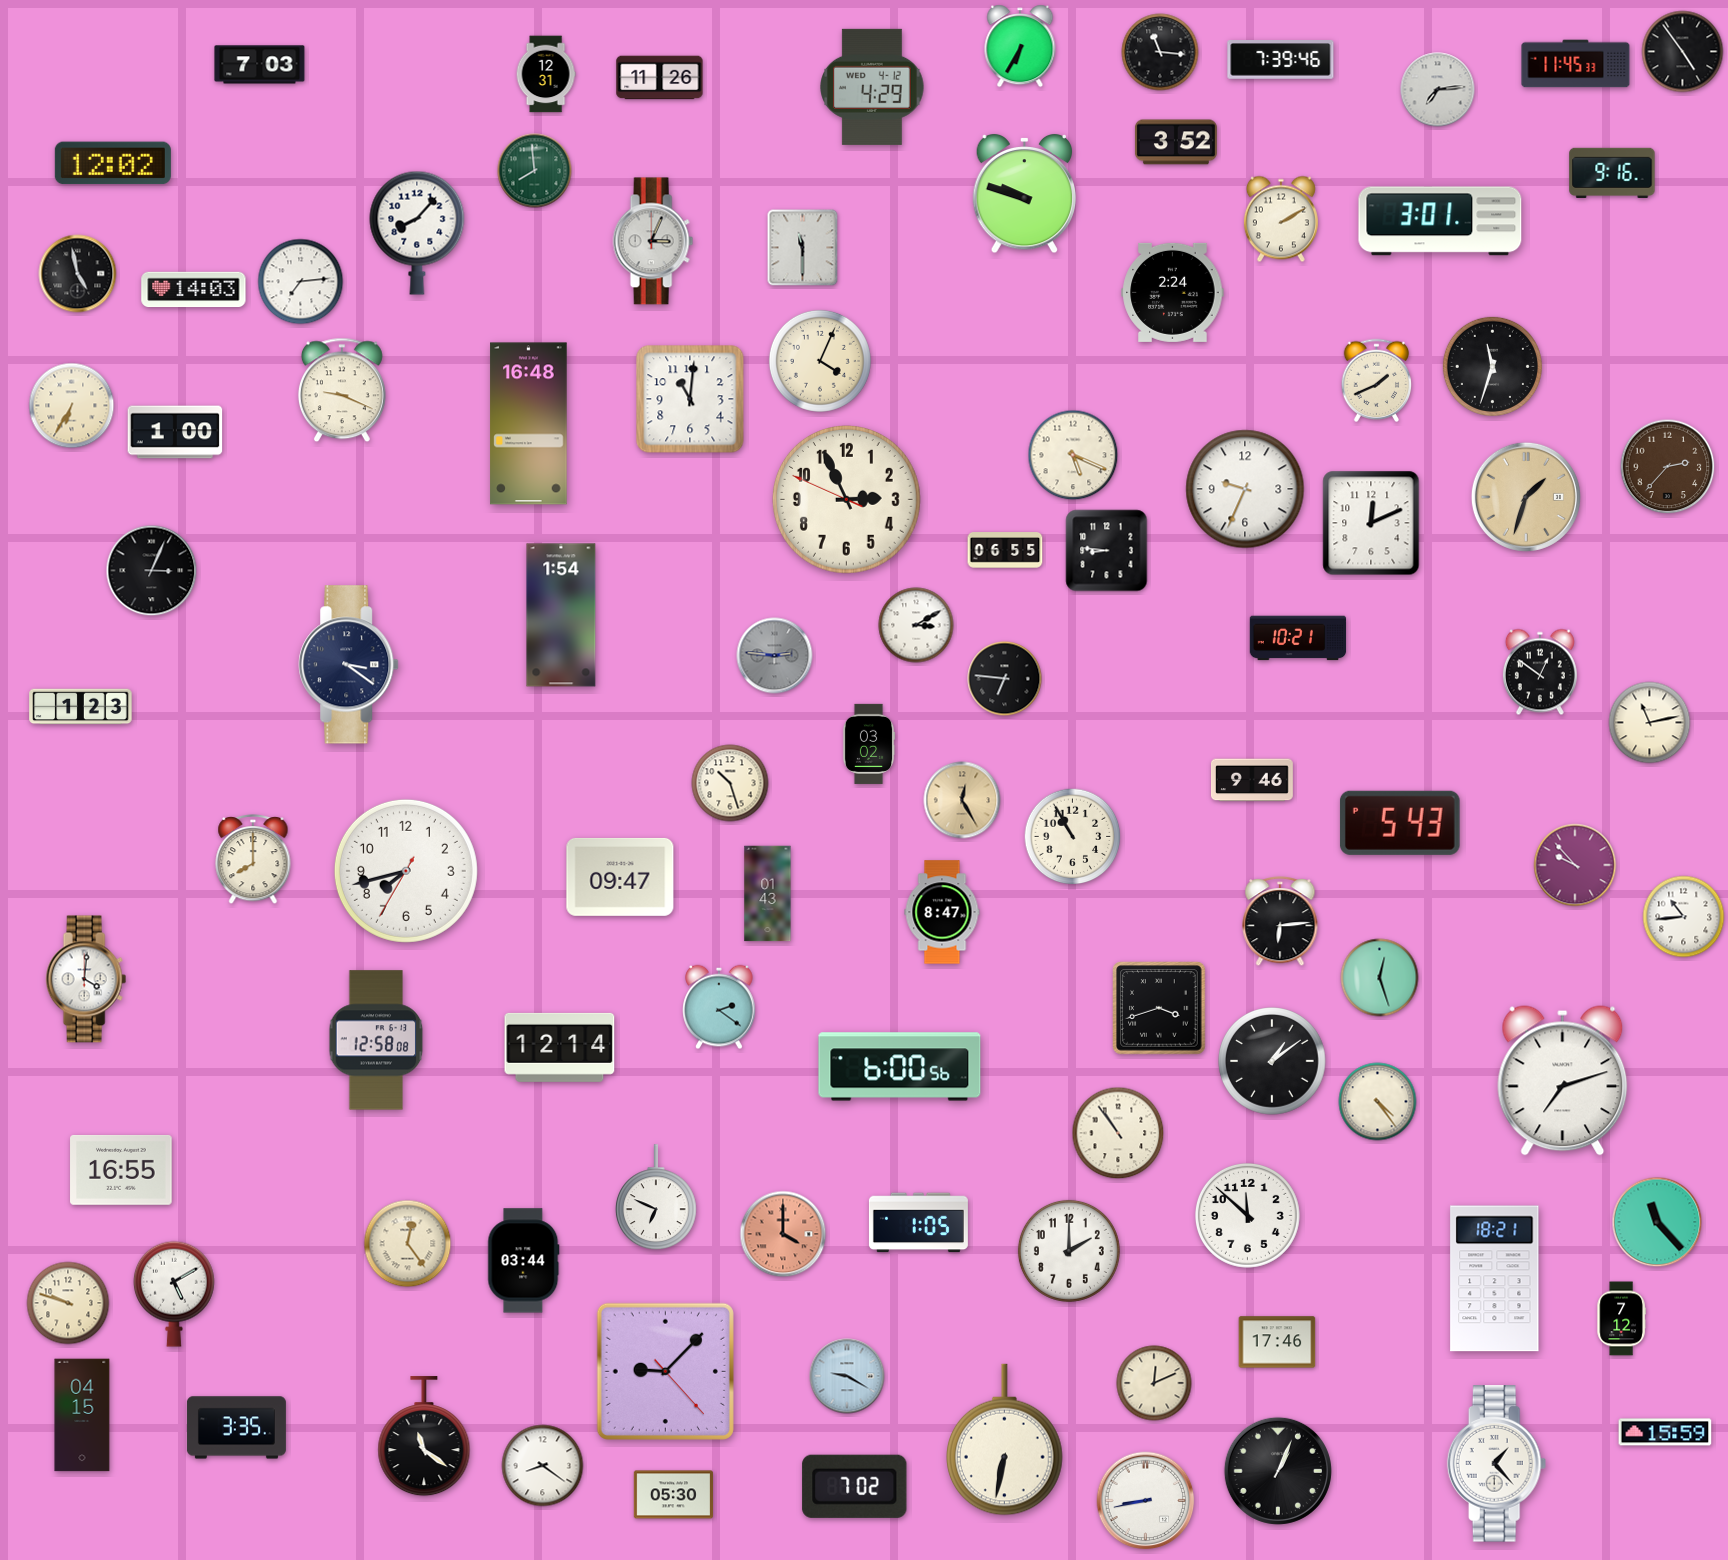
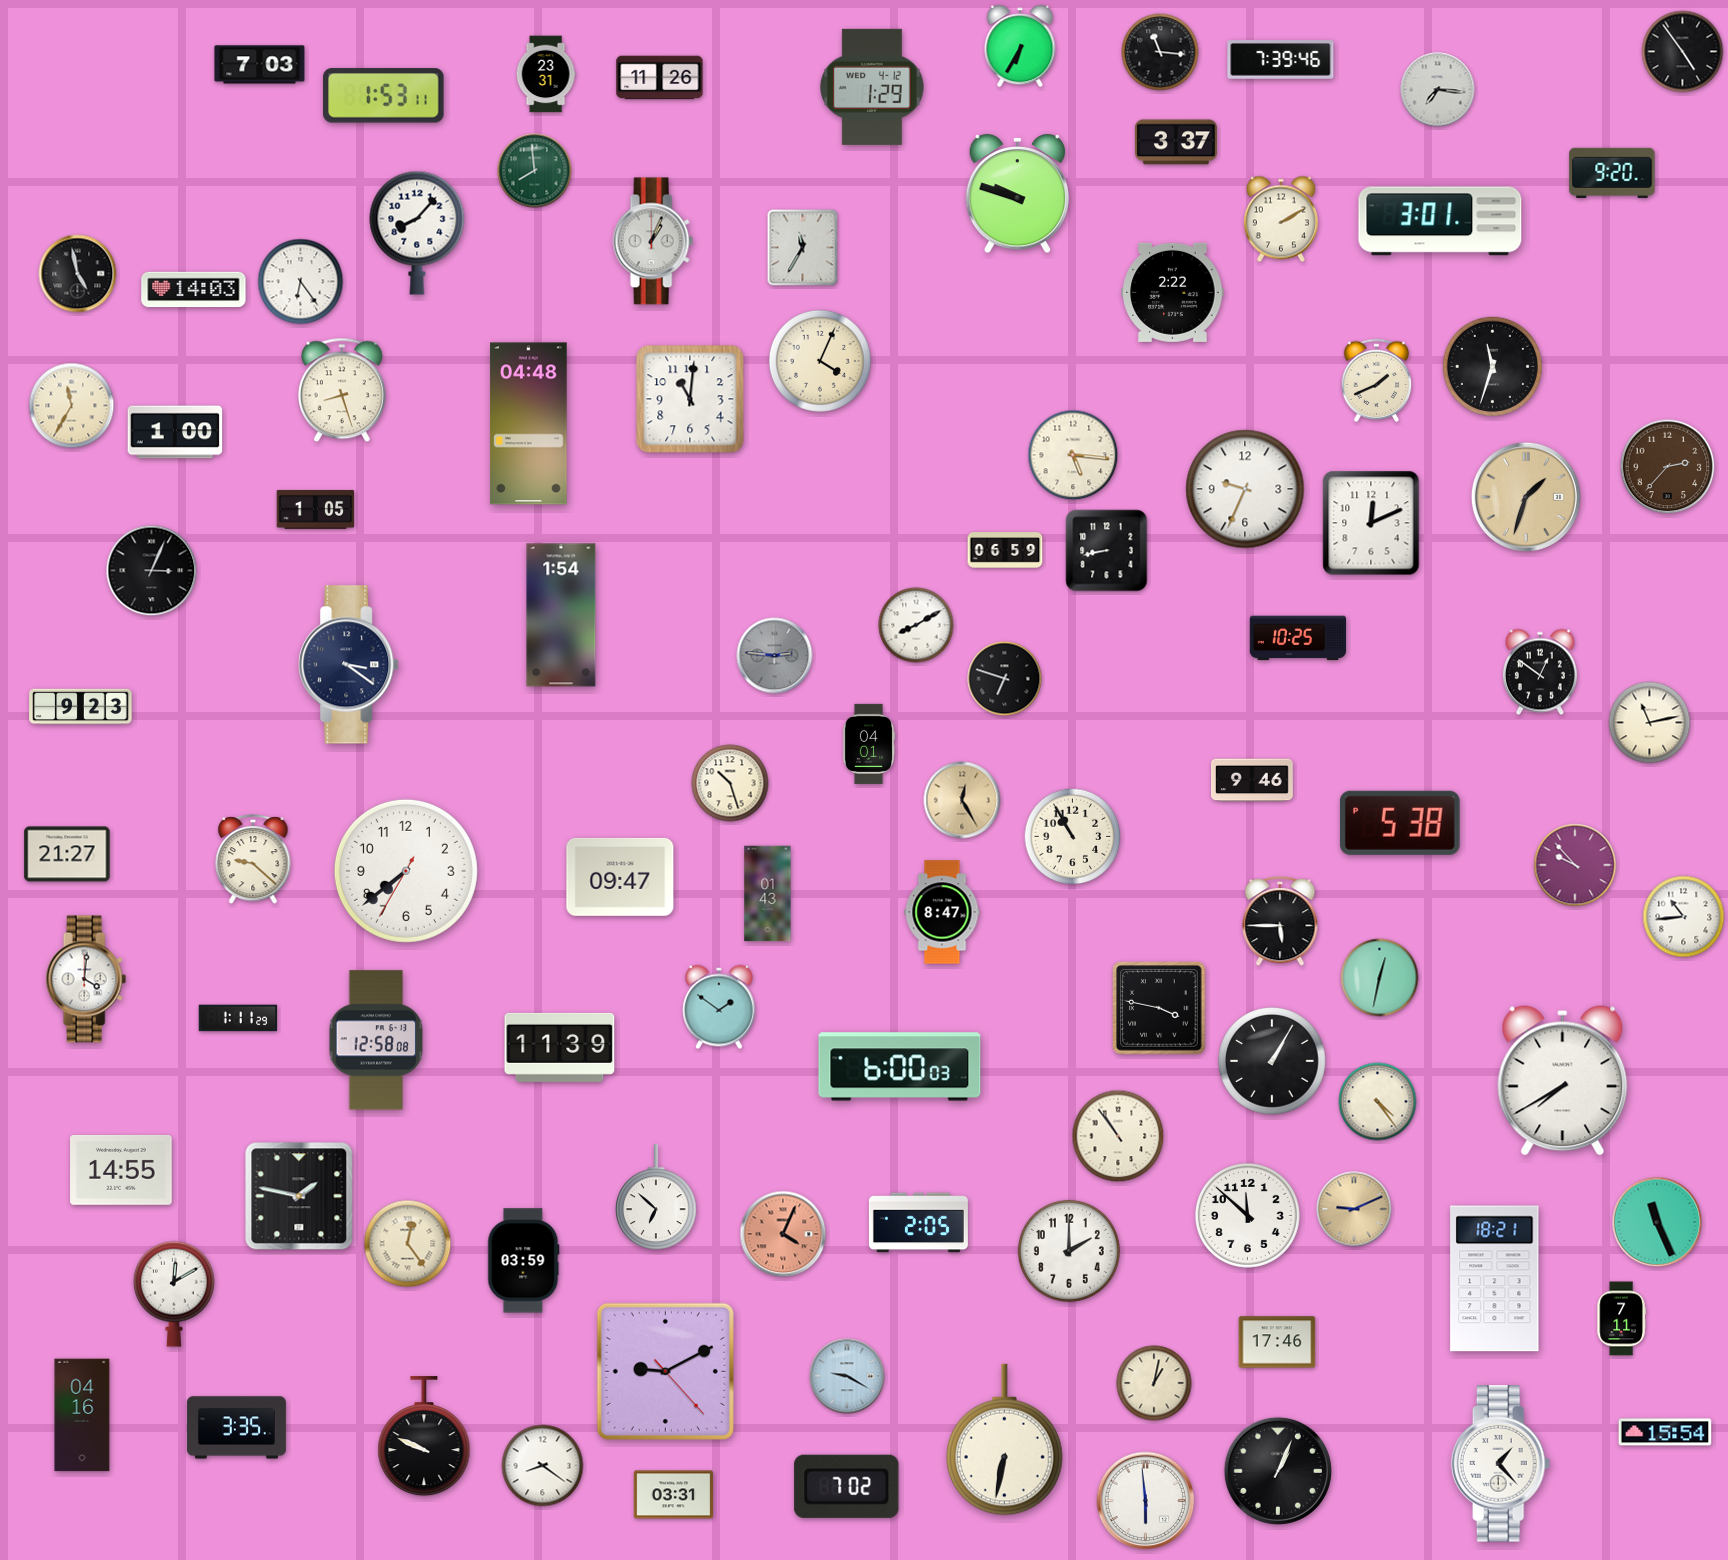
clock at (1576, 64): 11:45 -> none
clock at (546, 74): 12:31 -> 23:31
clock at (872, 87): 4:29 -> 1:29
clock at (1438, 90): 7:14 -> 7:16
clock at (384, 96): none -> 1:53
clock at (1176, 142): 3:52 -> 3:37
clock at (113, 163): 12:02 -> none
clock at (1612, 173): 9:16 -> 9:20
clock at (1025, 194) position: (1025, 194) -> (1018, 194)
clock at (653, 241): 3:04 -> 1:04
clock at (803, 248): 11:30 -> 11:35
clock at (301, 282): 7:14 -> 6:24
clock at (1173, 292): 2:24 -> 2:22
clock at (342, 390): 9:19 -> 8:27
clock at (72, 406): 6:35 -> 11:35
clock at (529, 424): 16:48 -> 04:48
clock at (1073, 455): 5:19 -> 5:16
clock at (846, 499): 2:55 -> none
clock at (316, 509): none -> 1:05
clock at (1005, 550): 06:55 -> 06:59
clock at (1107, 551): 8:46 -> 8:43
clock at (916, 625): 3:10 -> 8:10
clock at (1298, 638): 10:21 -> 10:25
clock at (1005, 679): 6:46 -> 6:48
clock at (81, 707): 1:23 -> 9:23
clock at (869, 744): 03:02 -> 04:01
clock at (1400, 823): 5:43 -> 5:38
clock at (67, 854): none -> 21:27
clock at (253, 860): 8:00 -> 9:22
clock at (406, 871): 7:42 -> 7:38
clock at (1280, 922): 6:14 -> 5:45
clock at (1380, 978): 12:27 -> 12:32
clock at (719, 1007): 2:21 -> 1:51
clock at (1159, 1008): 3:42 -> 3:47
clock at (238, 1018): none -> 1:11
clock at (560, 1047): 12:14 -> 11:39
clock at (1272, 1061): 1:09 -> 1:05
clock at (900, 1067): 6:00:56 -> 6:00:03
clock at (1563, 1081): 7:12 -> 7:40
clock at (1118, 1133) position: (1118, 1133) -> (1118, 1136)
clock at (121, 1170): 16:55 -> 14:55
clock at (299, 1196): none -> 1:47
clock at (656, 1198): 6:49 -> 6:52
clock at (1354, 1209): none -> 9:11
clock at (1657, 1222): 11:23 -> 11:26
clock at (918, 1223): 1:05 -> 2:05
clock at (783, 1234): 4:00 -> 4:04
clock at (524, 1261): 03:44 -> 03:59
clock at (174, 1294): 5:10 -> 12:10
clock at (68, 1303): 9:48 -> none
clock at (1621, 1319): 7:12 -> 7:11
clock at (665, 1371): 9:07 -> 9:10
clock at (1154, 1383): 12:11 -> 1:02
clock at (82, 1415): 04:15 -> 04:16
clock at (1665, 1432): 15:59 -> 15:54
clock at (424, 1437): 11:21 -> 9:49
clock at (1497, 1464) position: (1497, 1464) -> (1501, 1464)
clock at (855, 1486) position: (855, 1486) -> (847, 1486)
clock at (673, 1495): 05:30 -> 03:31
clock at (1146, 1501): 8:43 -> 5:59
